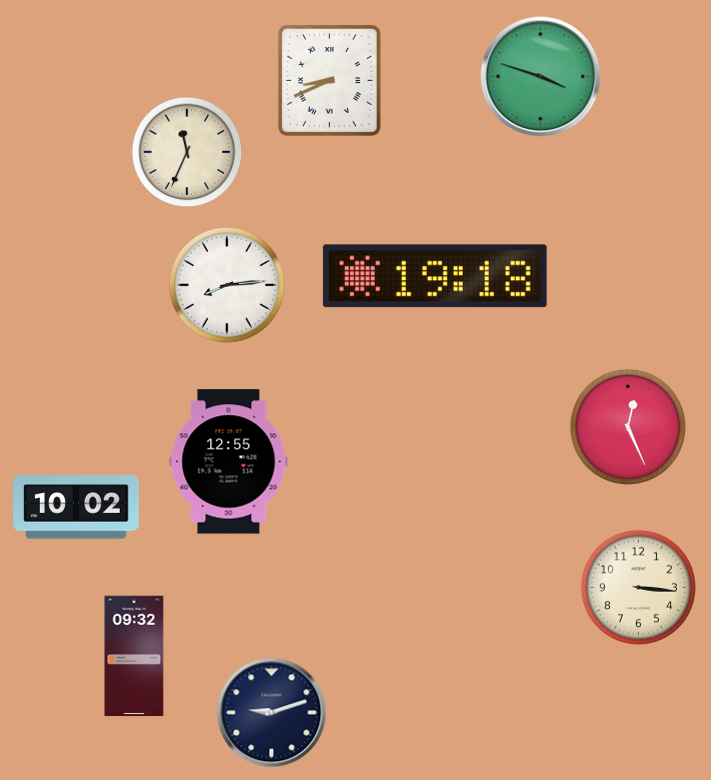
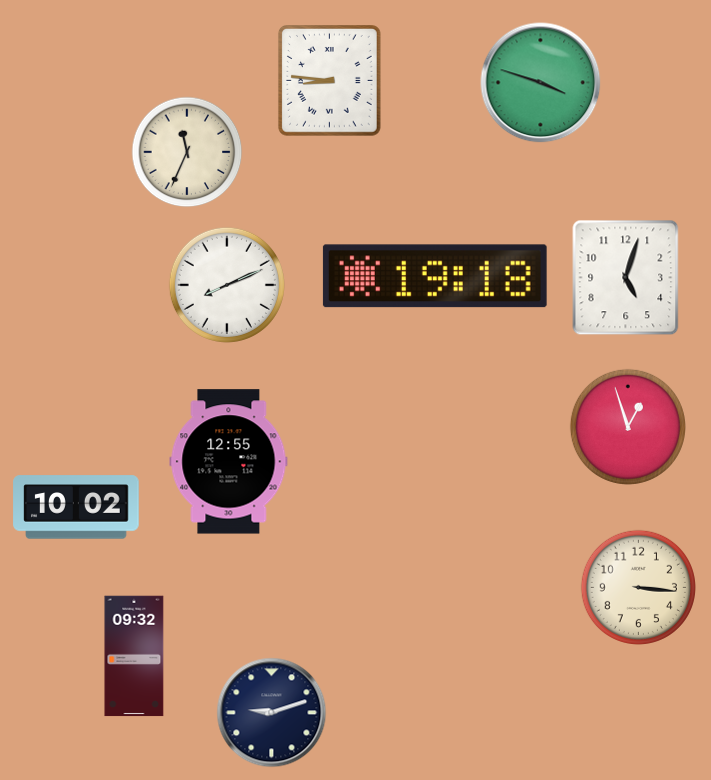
clock at (541, 77) position: (541, 77) -> (541, 83)
clock at (329, 81): 8:41 -> 8:46
clock at (626, 278): none -> 5:03
clock at (227, 285): 8:14 -> 8:11
clock at (628, 427): 12:26 -> 12:57
